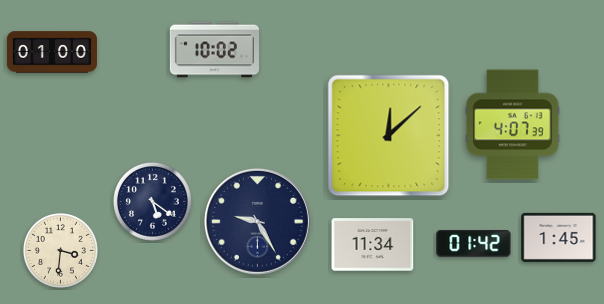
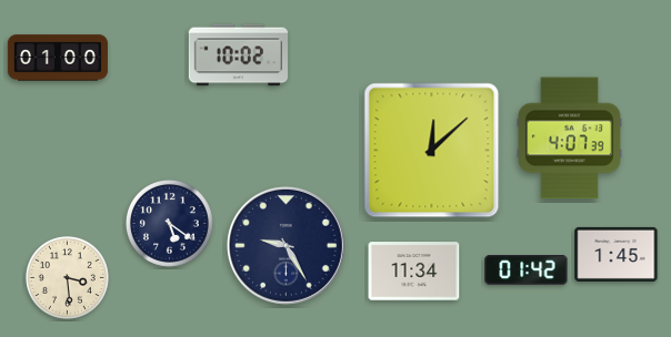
clock at (559, 237) position: (559, 237) -> (617, 254)
clock at (60, 250): 3:31 -> 3:29
